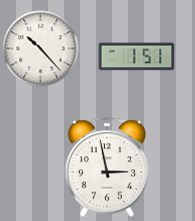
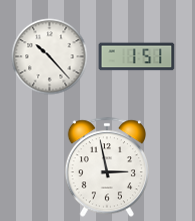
clock at (41, 49) position: (41, 49) -> (50, 57)
